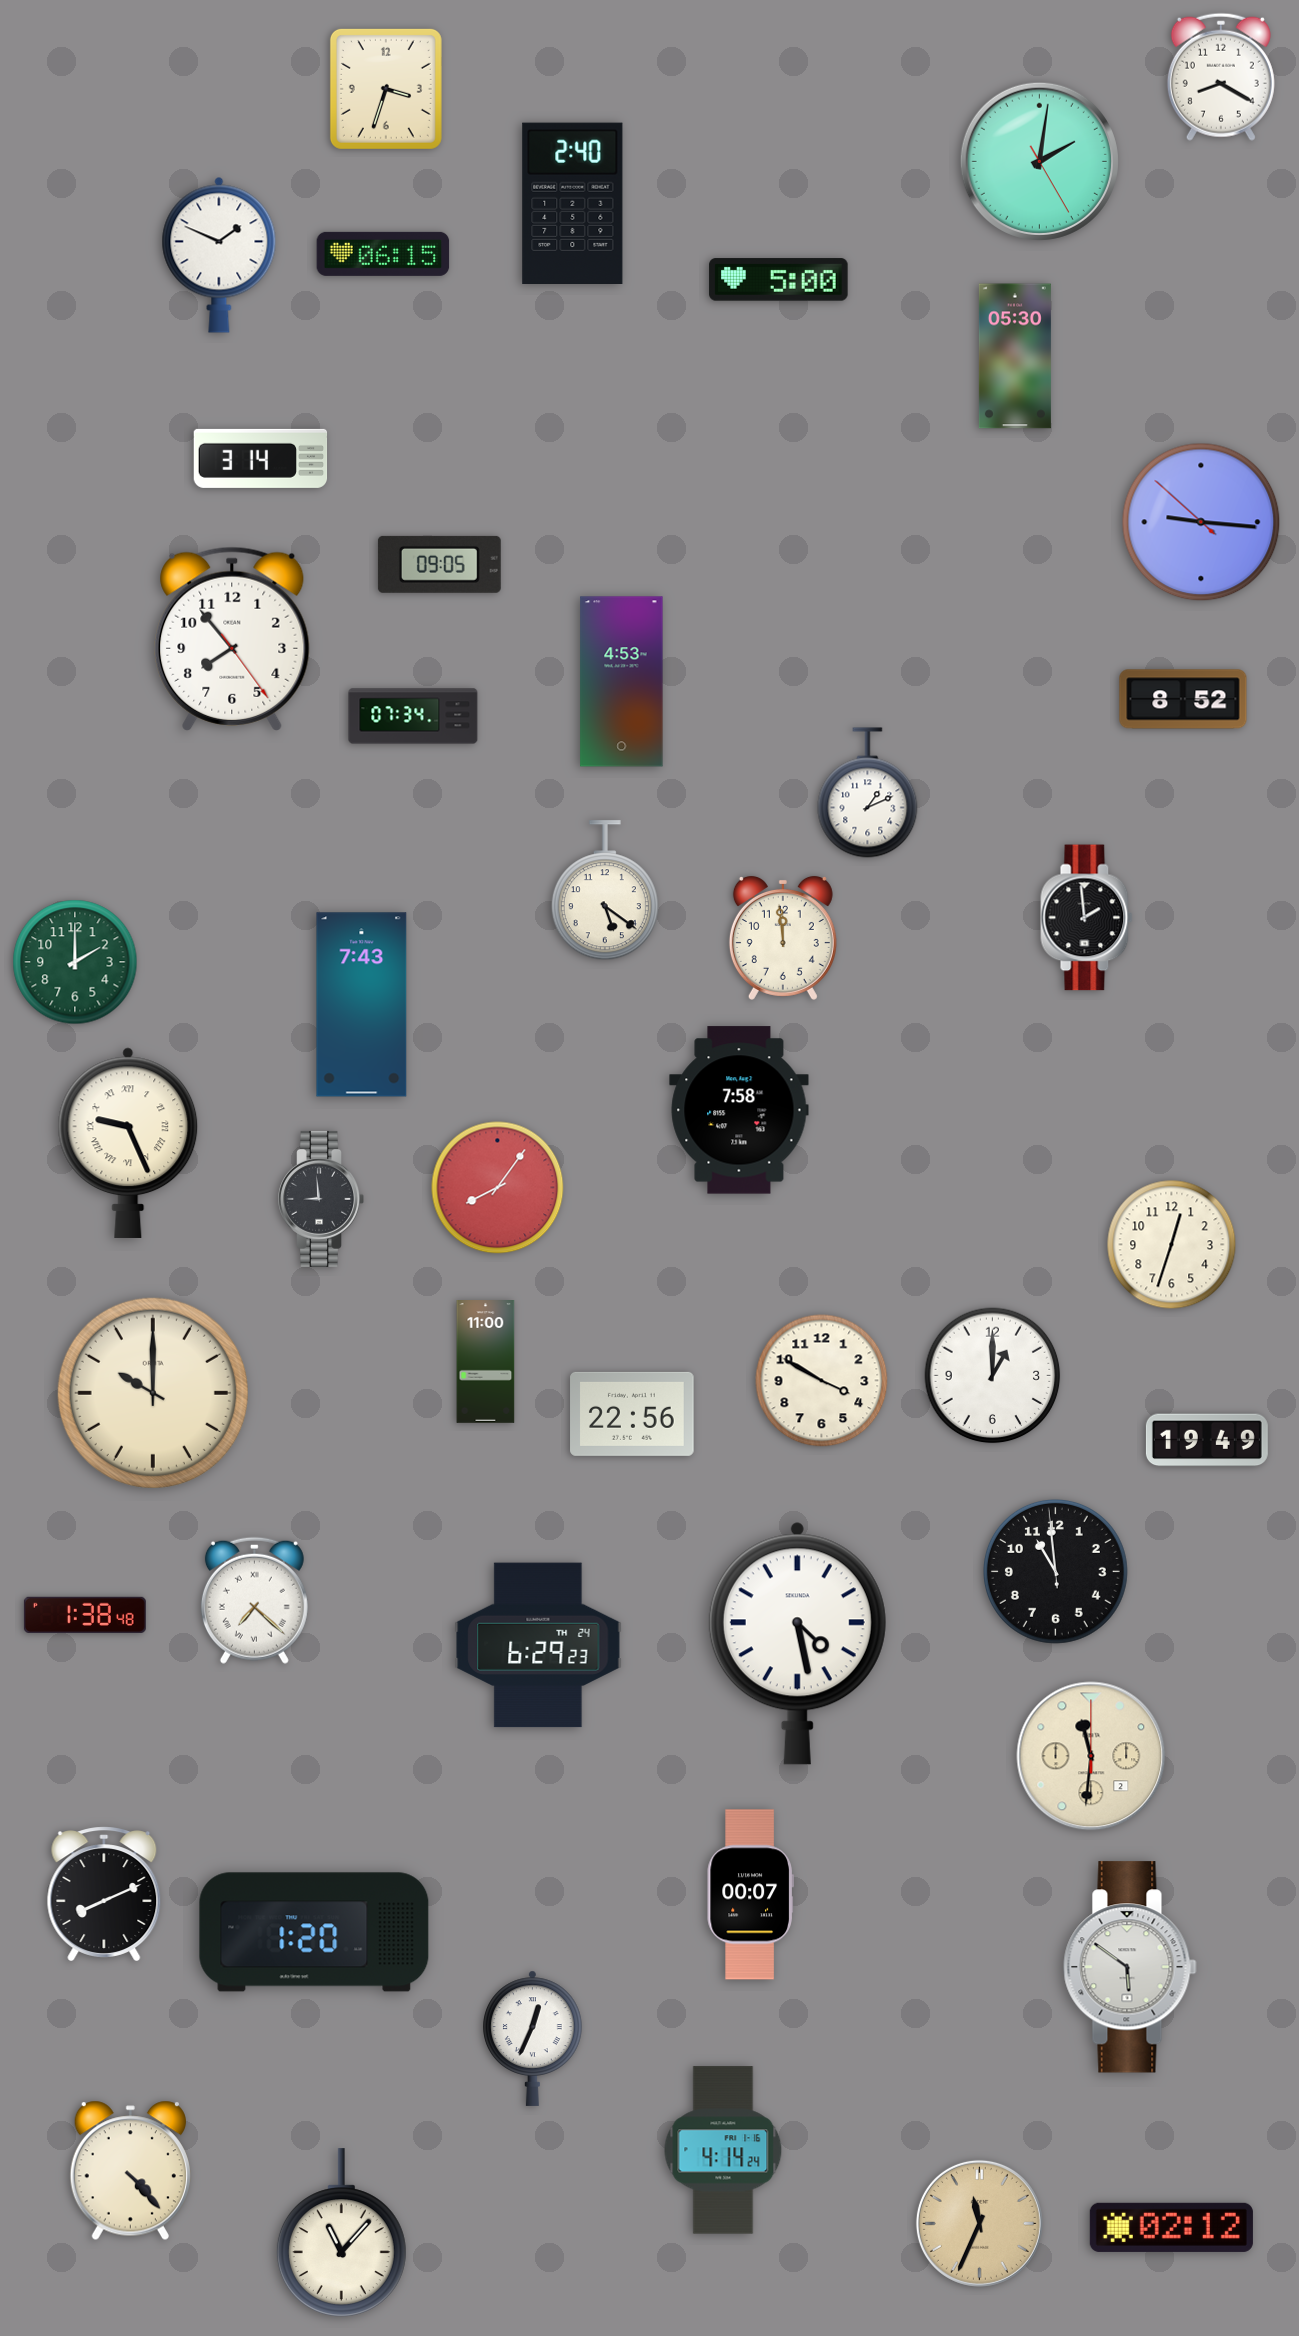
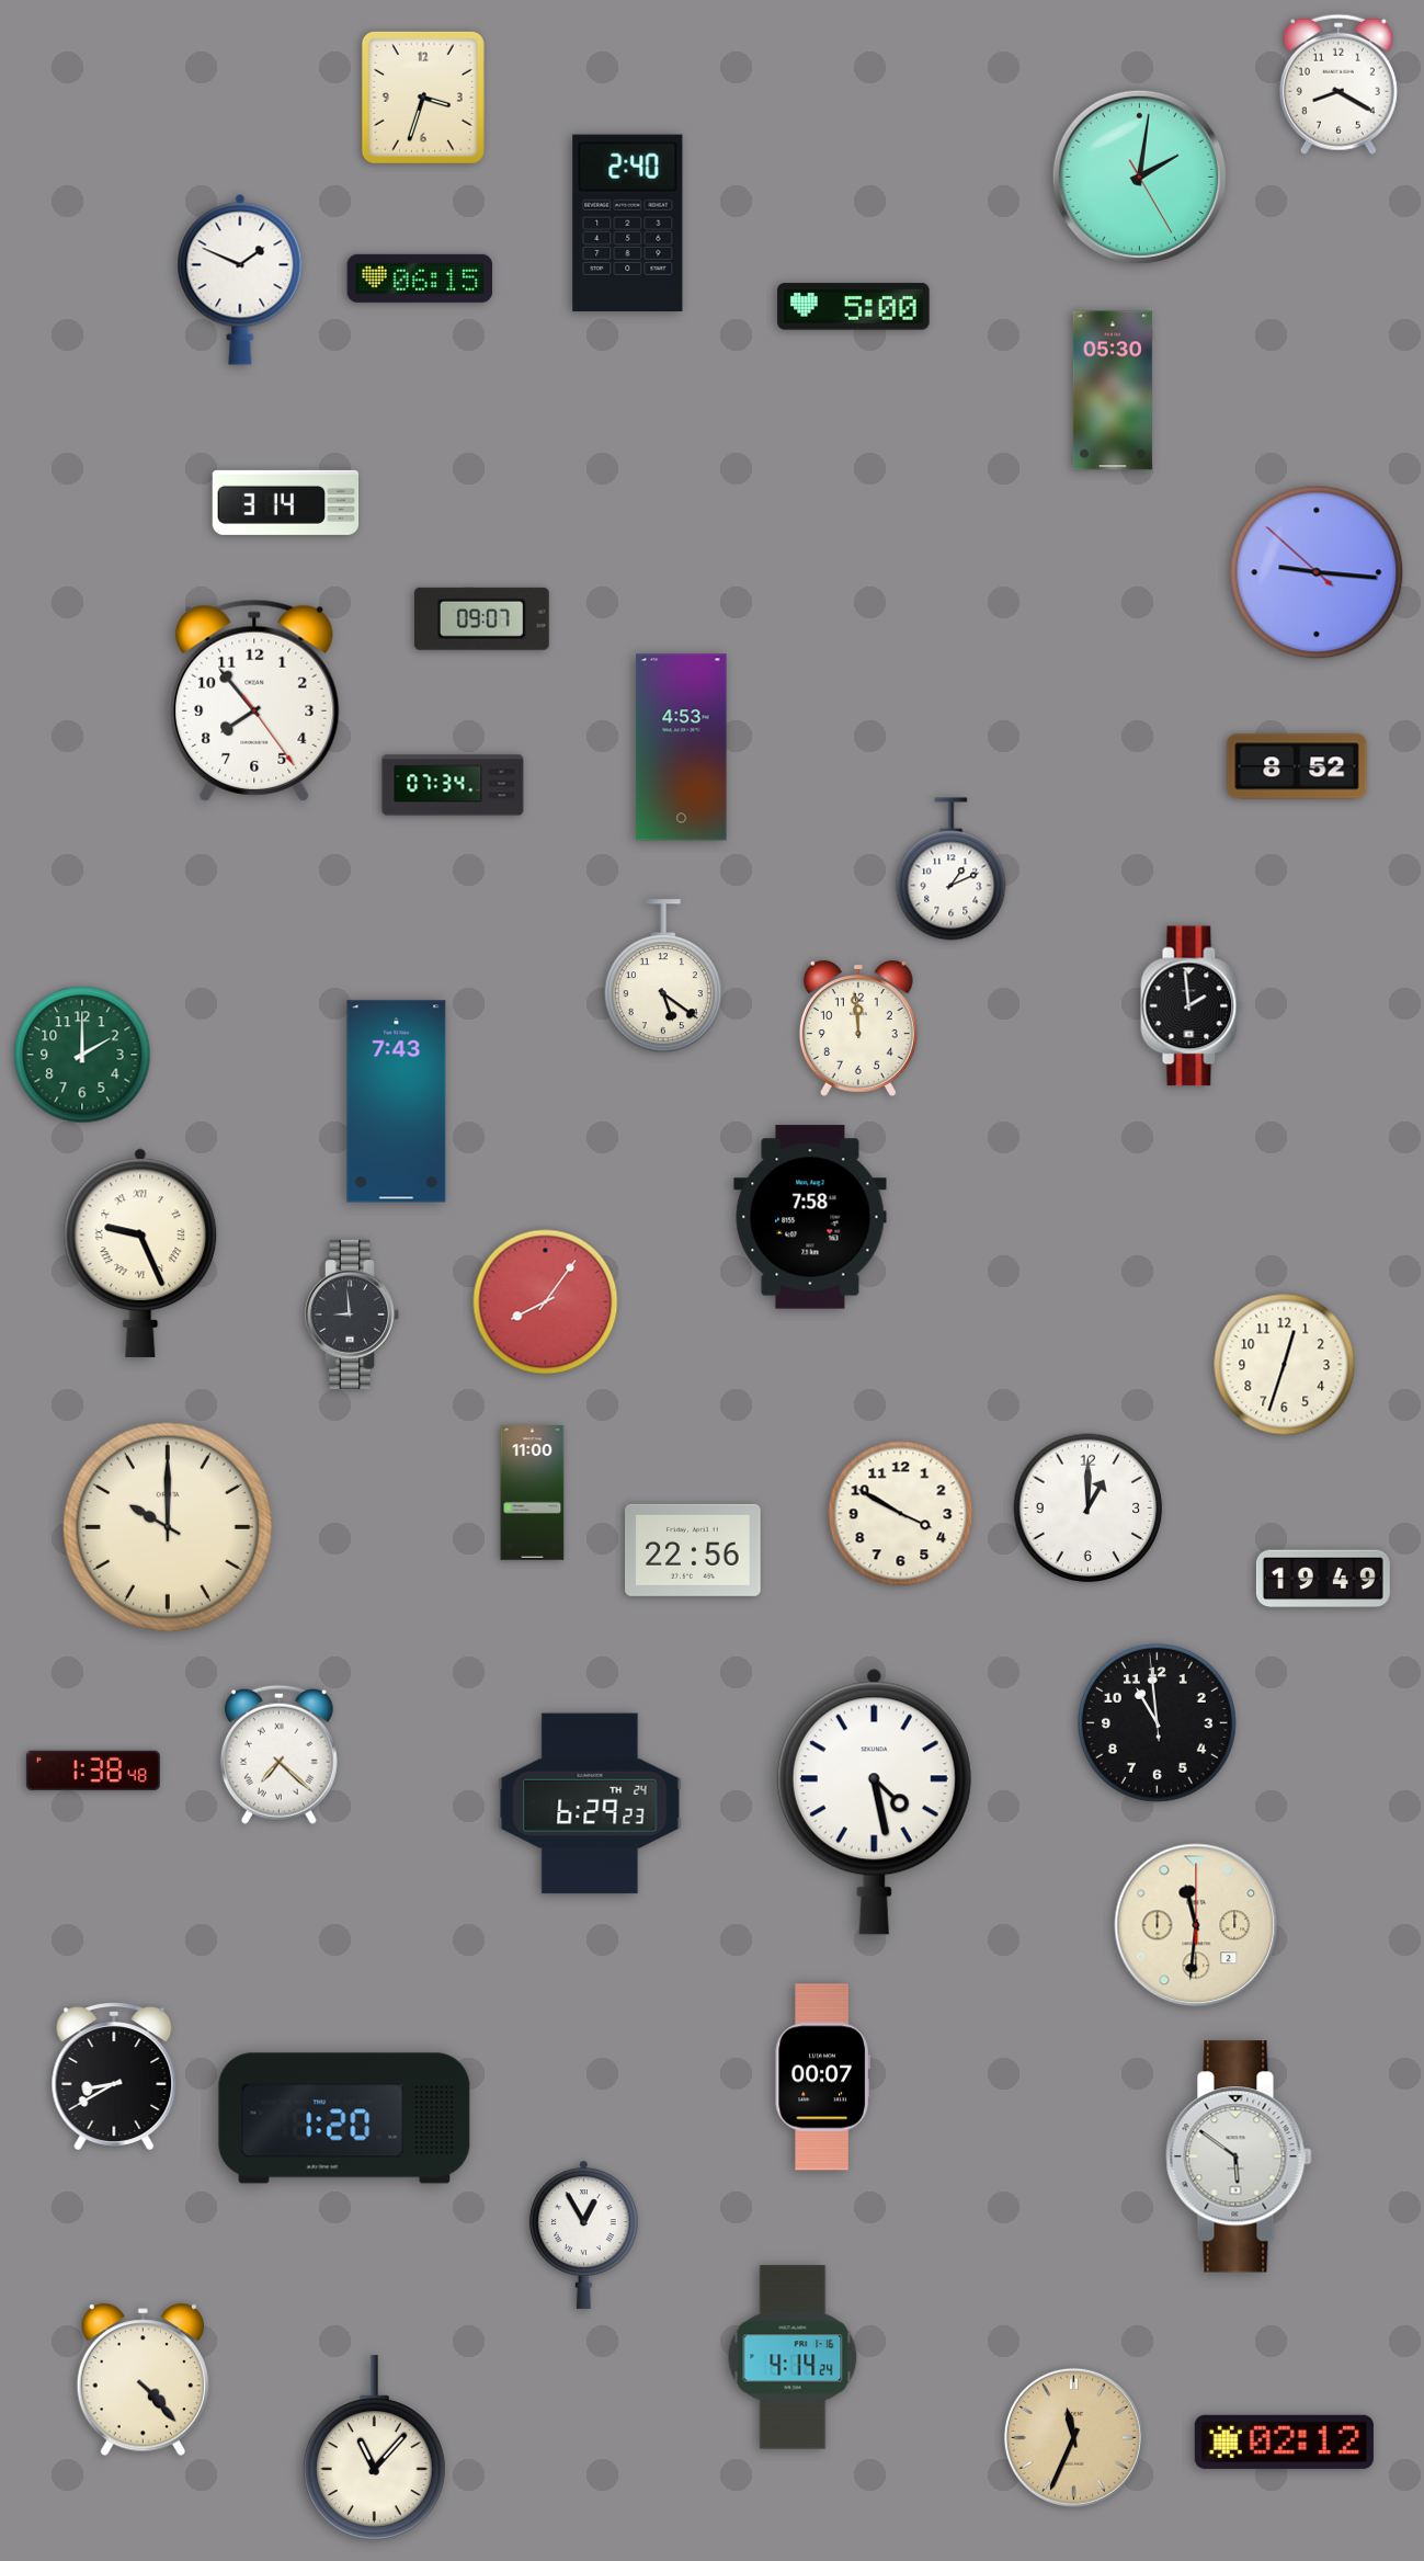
clock at (439, 564): 09:05 -> 09:07
clock at (104, 1894): 8:11 -> 8:40
clock at (533, 2038): 12:34 -> 12:55
